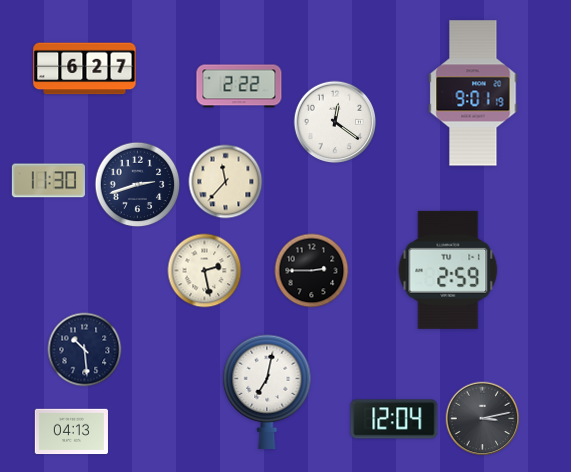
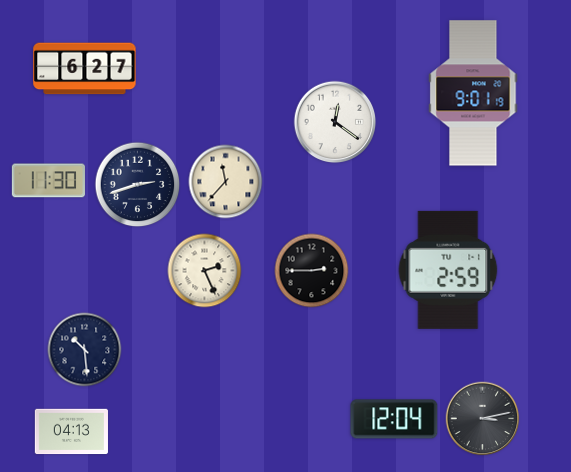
clock at (239, 86): 2:22 -> none
clock at (205, 271): 2:28 -> 2:26
clock at (267, 392): 7:02 -> none
